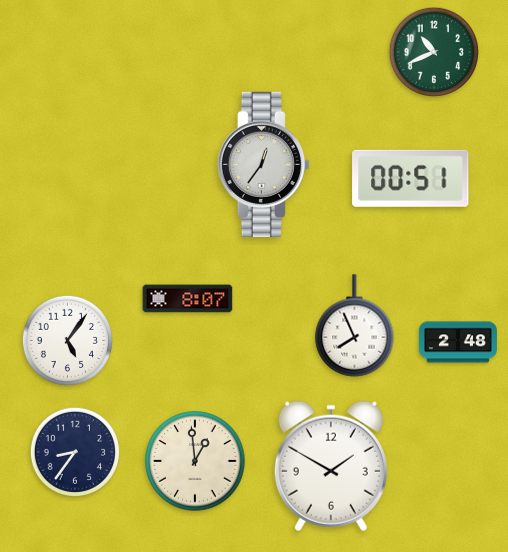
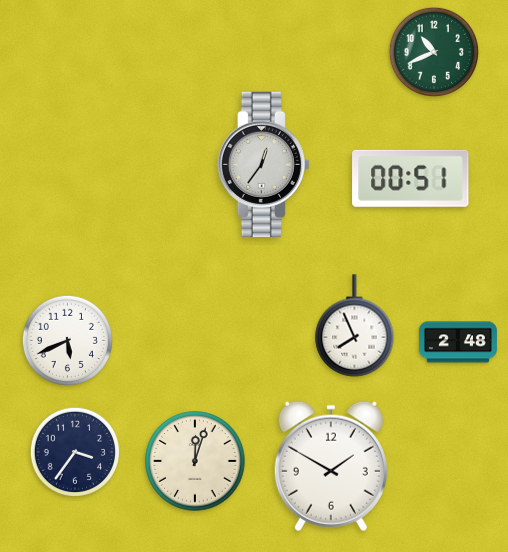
clock at (188, 299): 8:07 -> none
clock at (67, 340): 5:06 -> 5:41
clock at (74, 451): 8:36 -> 3:36
clock at (195, 461): 12:59 -> 12:03
